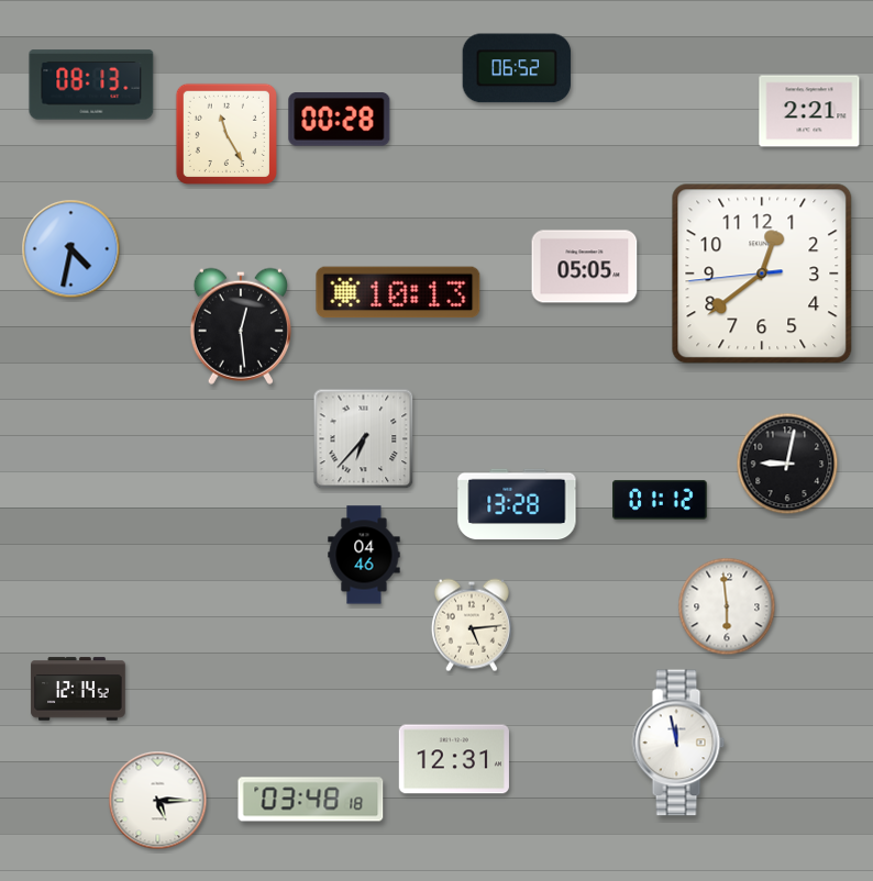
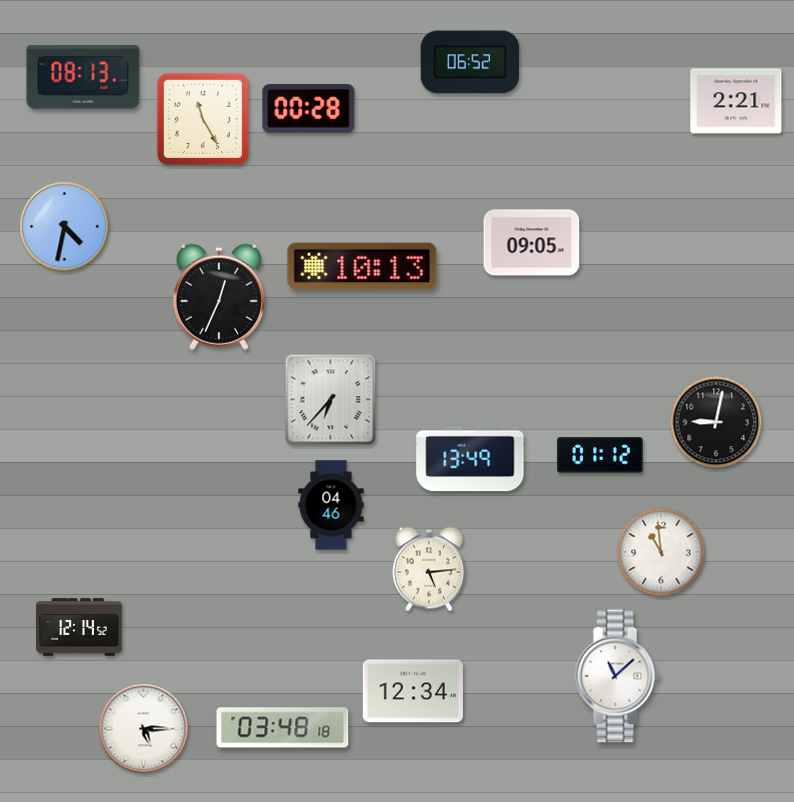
clock at (226, 134) position: (226, 134) -> (203, 119)
clock at (585, 267): 05:05 -> 09:05
clock at (762, 274): 12:38 -> none
clock at (241, 326): 12:29 -> 12:34
clock at (517, 504): 13:28 -> 13:49
clock at (727, 606): 5:59 -> 10:59
clock at (78, 689) position: (78, 689) -> (79, 627)
clock at (678, 743): 11:58 -> 11:08
clock at (454, 759): 12:31 -> 12:34
